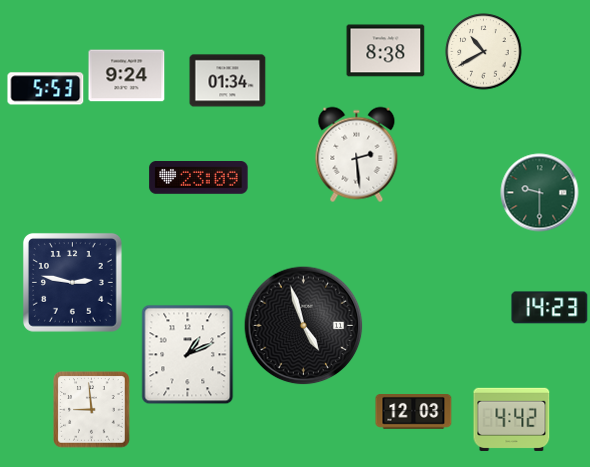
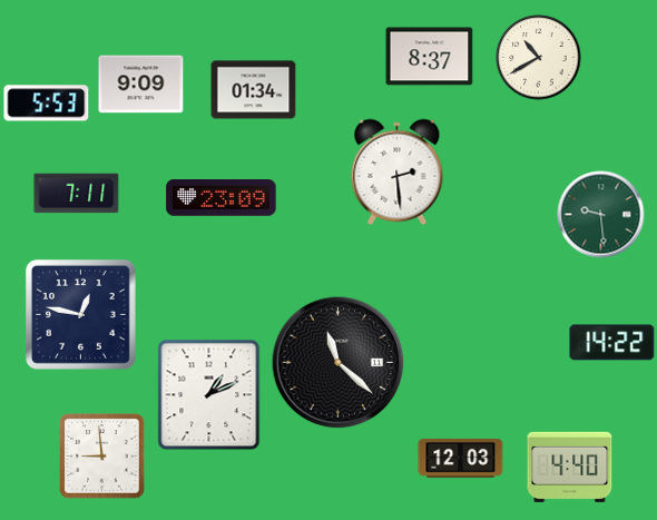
clock at (386, 51): 8:38 -> 8:37
clock at (127, 76): 9:24 -> 9:09
clock at (46, 89) position: (46, 89) -> (47, 104)
clock at (77, 194): none -> 7:11
clock at (540, 193): 9:30 -> 9:29
clock at (73, 283): 2:47 -> 12:47
clock at (550, 308): 14:23 -> 14:22
clock at (304, 326): 4:57 -> 11:22
clock at (512, 419): 4:42 -> 4:40
